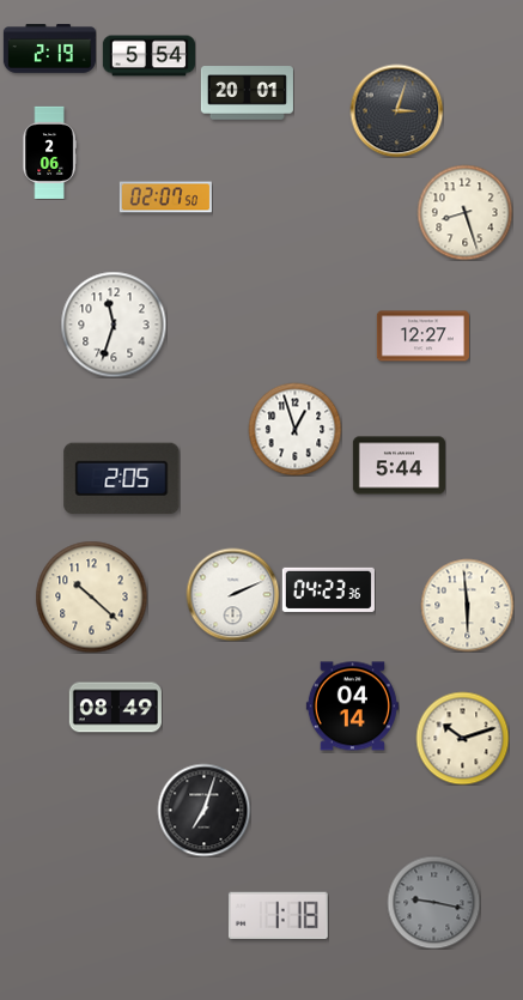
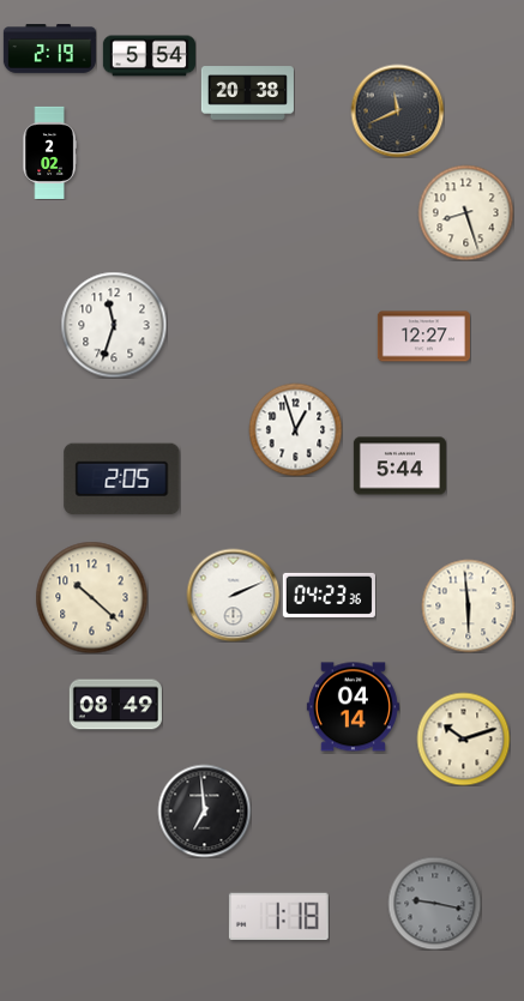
clock at (247, 93): 20:01 -> 20:38
clock at (396, 110): 3:03 -> 11:41
clock at (49, 152): 2:06 -> 2:02
clock at (165, 198): 02:07 -> none
clock at (328, 589) position: (328, 589) -> (329, 595)
clock at (115, 708) position: (115, 708) -> (115, 705)
clock at (203, 810): 7:03 -> 6:59
